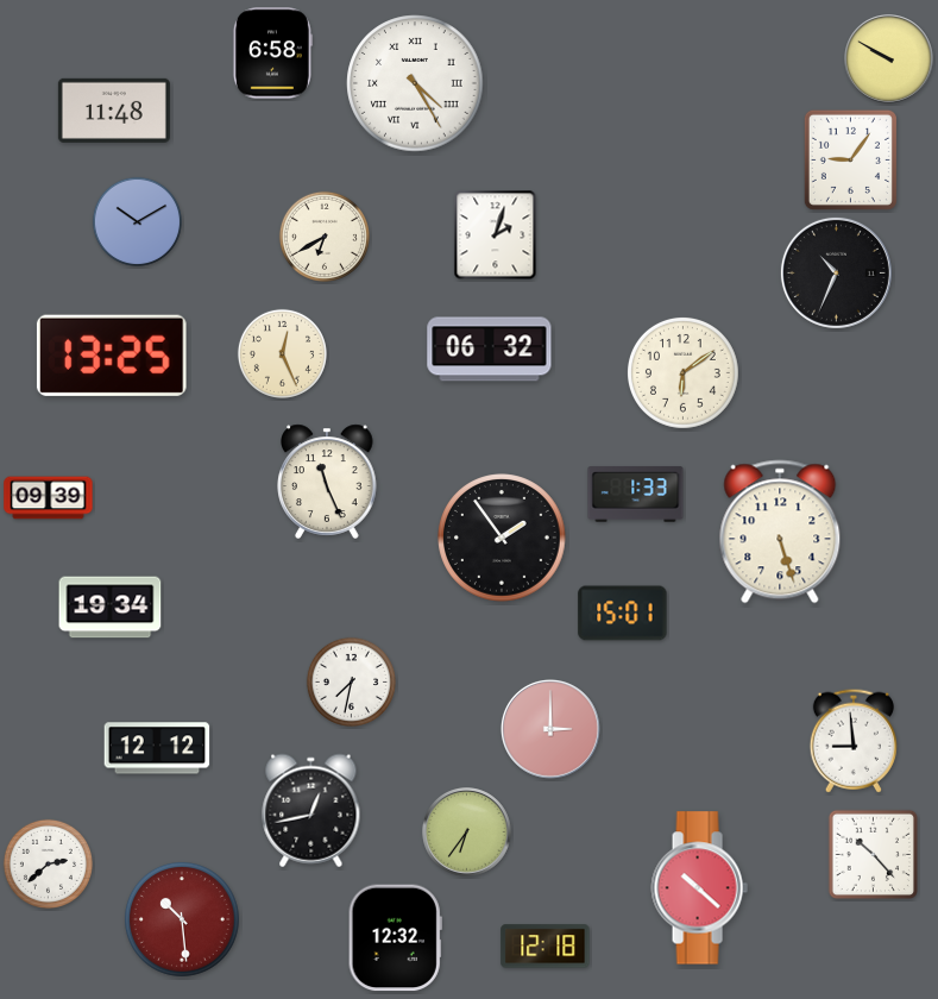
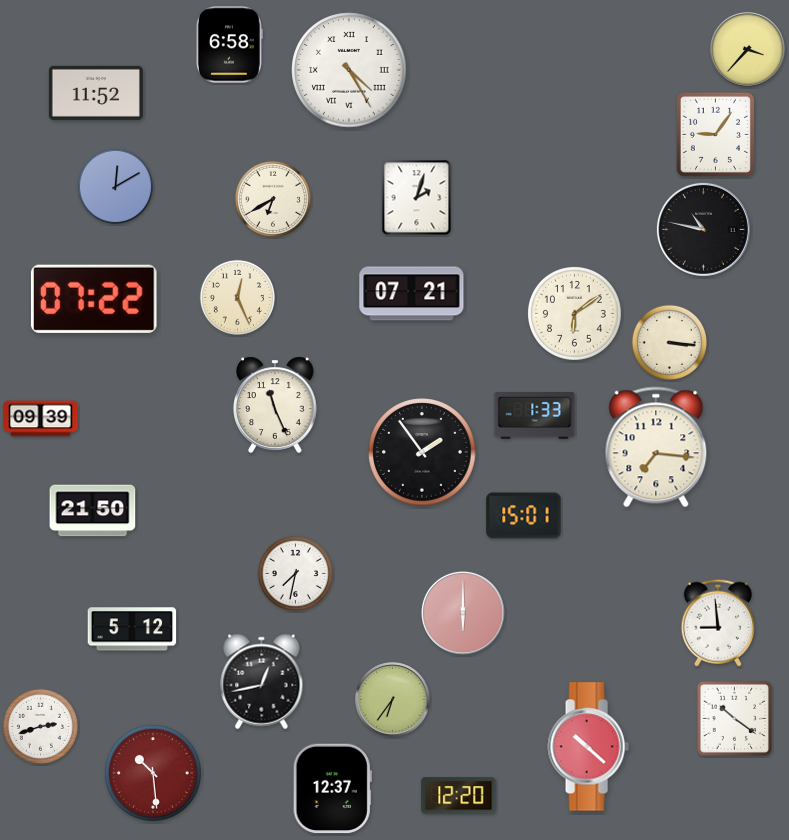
clock at (889, 59): 9:50 -> 3:37
clock at (114, 111): 11:48 -> 11:52
clock at (137, 221): 10:10 -> 12:10
clock at (836, 272): 10:34 -> 10:47
clock at (490, 350): 06:32 -> 07:21
clock at (112, 356): 13:25 -> 07:22
clock at (669, 342): none -> 3:16
clock at (780, 532): 5:27 -> 7:16
clock at (111, 608): 19:34 -> 21:50
clock at (550, 729): 3:00 -> 6:00
clock at (157, 748): 12:12 -> 5:12
clock at (873, 854): 10:23 -> 10:21
clock at (48, 863): 2:38 -> 2:42
clock at (395, 938): 12:32 -> 12:37
clock at (546, 947): 12:18 -> 12:20
